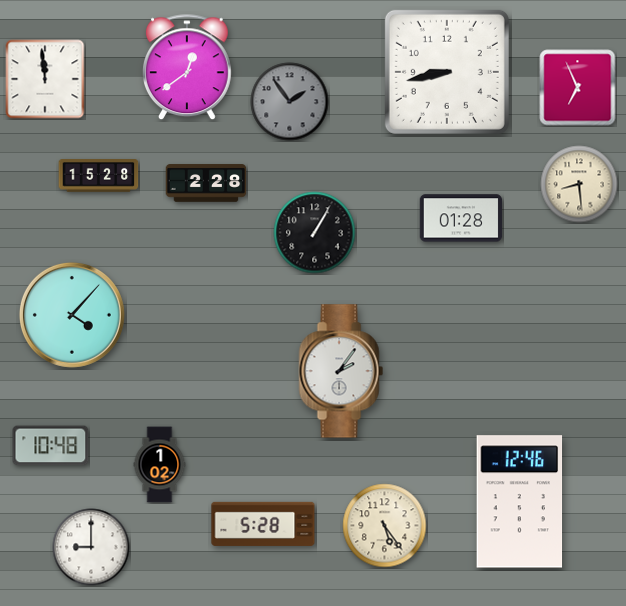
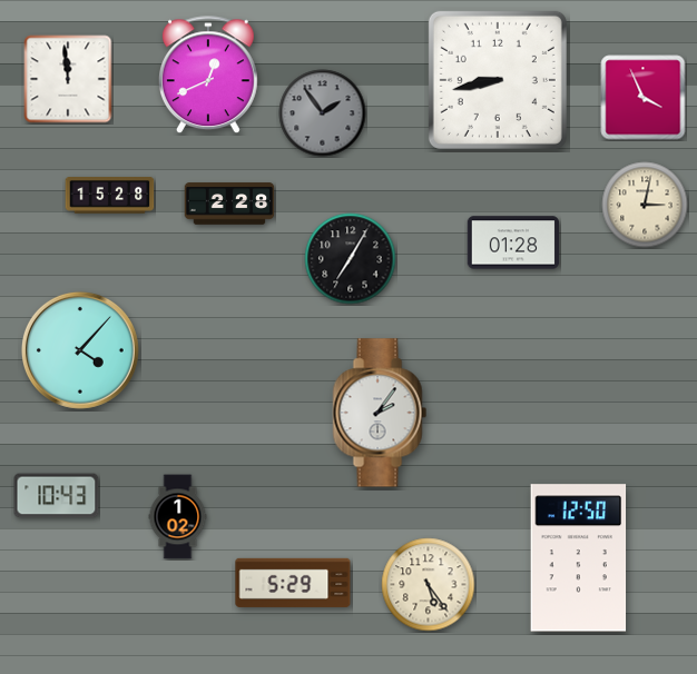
clock at (187, 68): 12:39 -> 12:41
clock at (45, 79) position: (45, 79) -> (68, 79)
clock at (578, 88): 6:56 -> 3:56
clock at (579, 184): 8:29 -> 3:02
clock at (315, 233): 1:05 -> 7:05
clock at (51, 446): 10:48 -> 10:43
clock at (520, 502): 12:46 -> 12:50
clock at (263, 524): 5:28 -> 5:29
clock at (91, 547): 9:00 -> none
